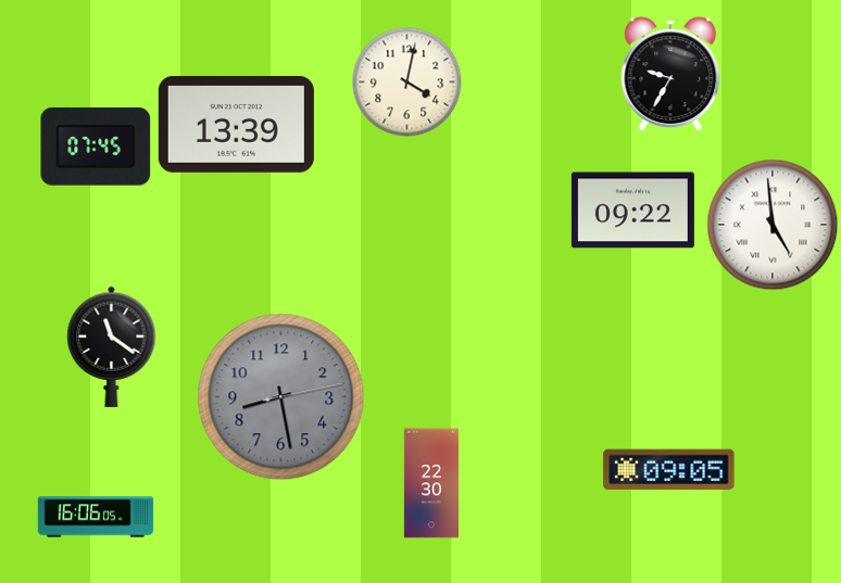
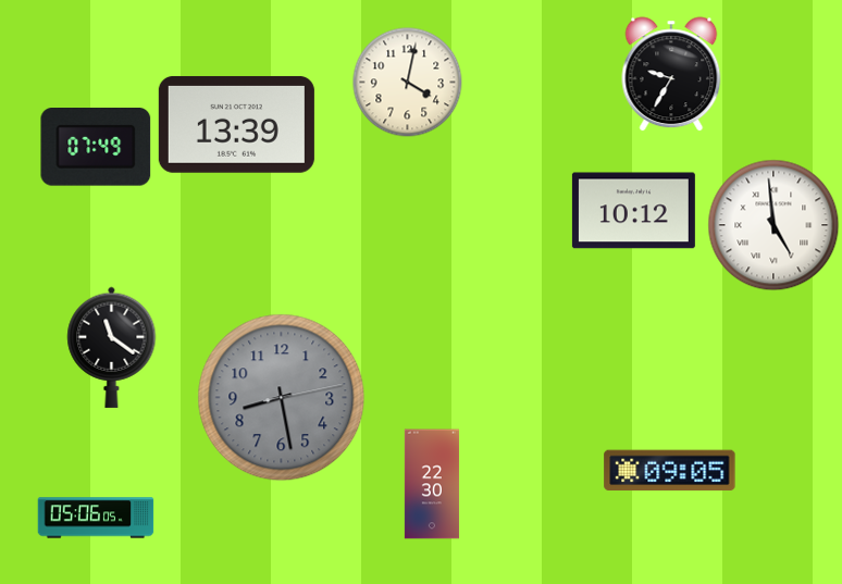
clock at (96, 148): 07:45 -> 07:49
clock at (632, 211): 09:22 -> 10:12
clock at (96, 517): 16:06 -> 05:06
